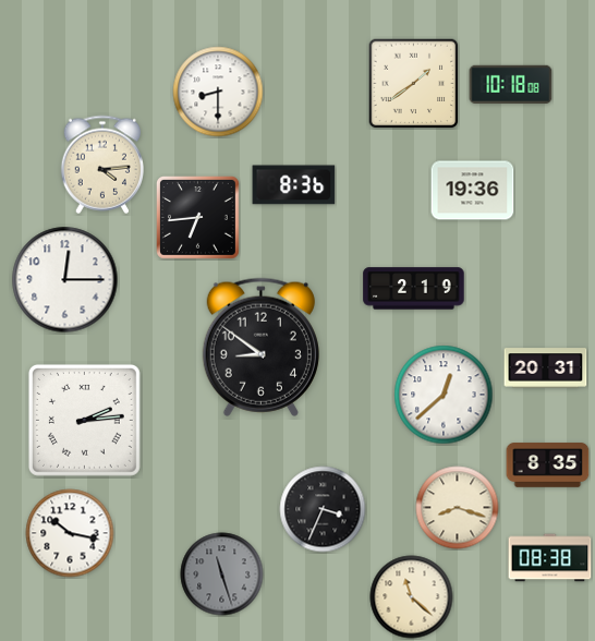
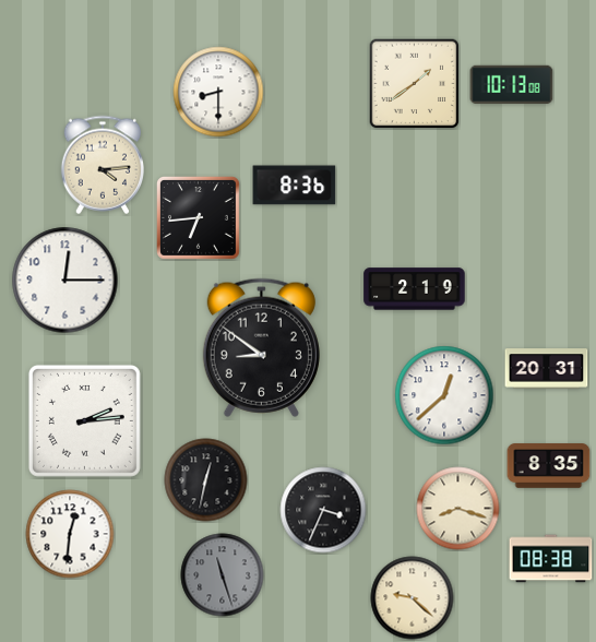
clock at (511, 85): 10:18 -> 10:13
clock at (473, 191): 19:36 -> none
clock at (206, 480): none -> 12:32
clock at (70, 533): 10:17 -> 12:31
clock at (412, 597): 11:22 -> 9:22
